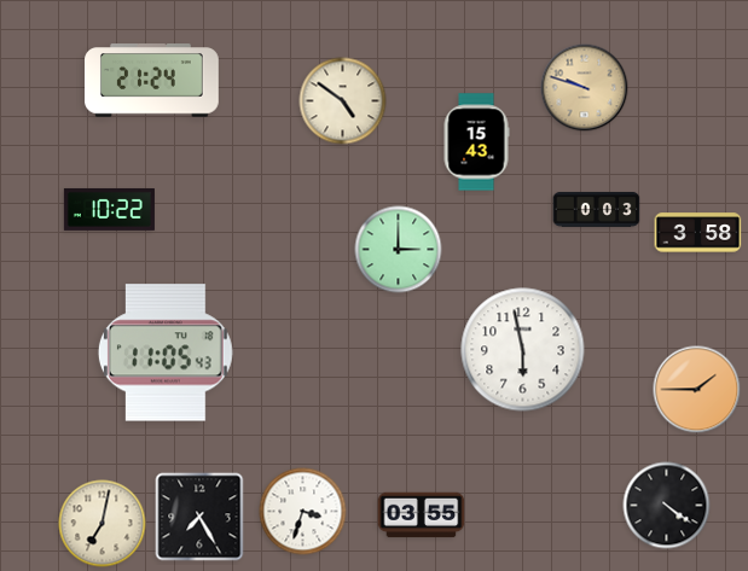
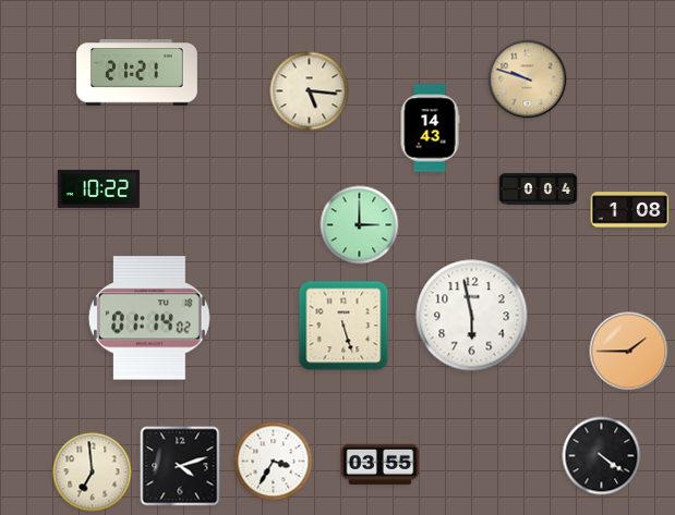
clock at (152, 81): 21:24 -> 21:21
clock at (343, 101): 4:51 -> 5:16
clock at (476, 142): 15:43 -> 14:43
clock at (597, 209): 0:03 -> 0:04
clock at (698, 233): 3:58 -> 1:08
clock at (166, 352): 11:05 -> 01:14
clock at (343, 326): none -> 5:27
clock at (303, 512): 3:33 -> 3:35
clock at (199, 517): 7:25 -> 4:12
clock at (103, 524): 7:02 -> 6:59
